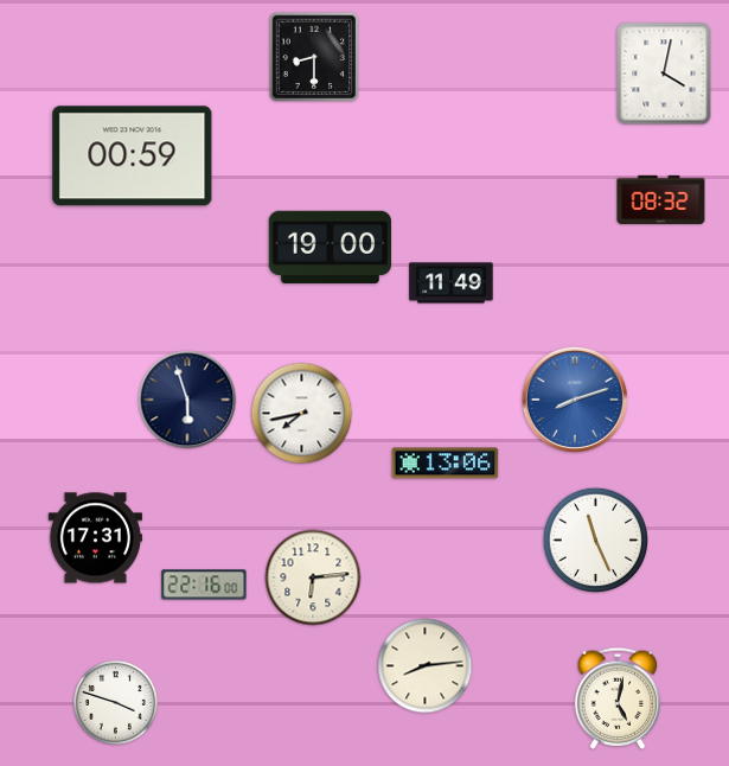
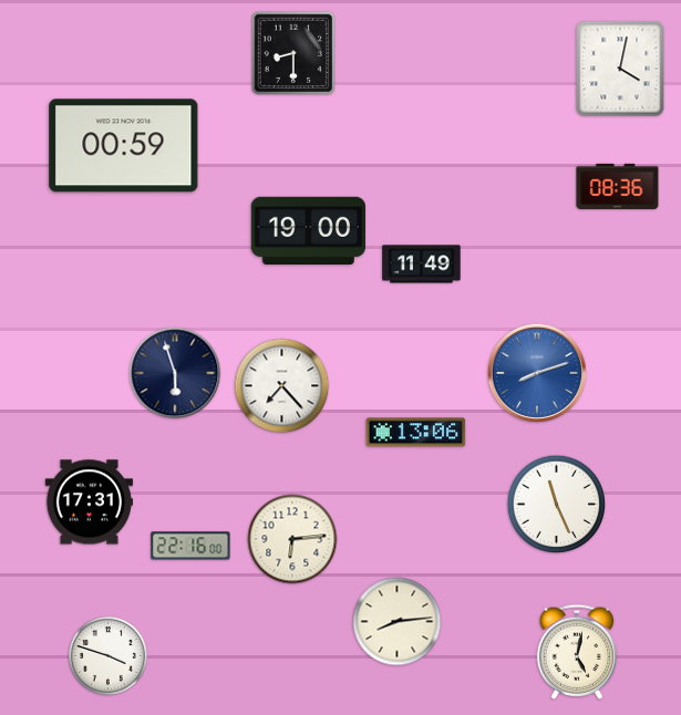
clock at (661, 199): 08:32 -> 08:36
clock at (302, 414): 7:43 -> 7:23
